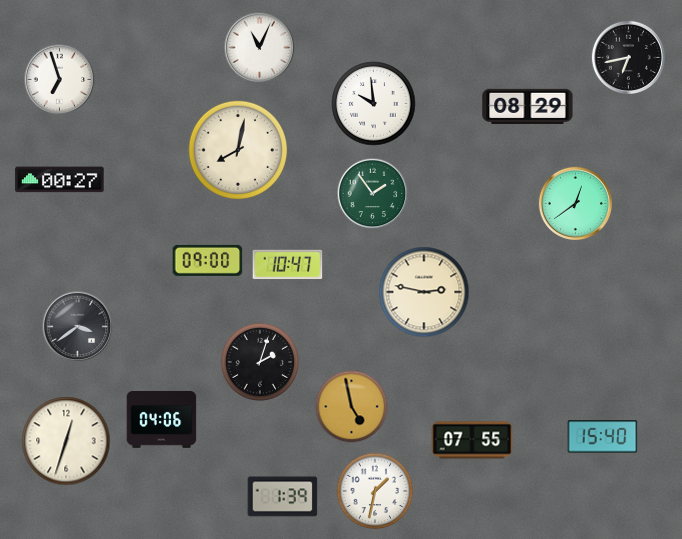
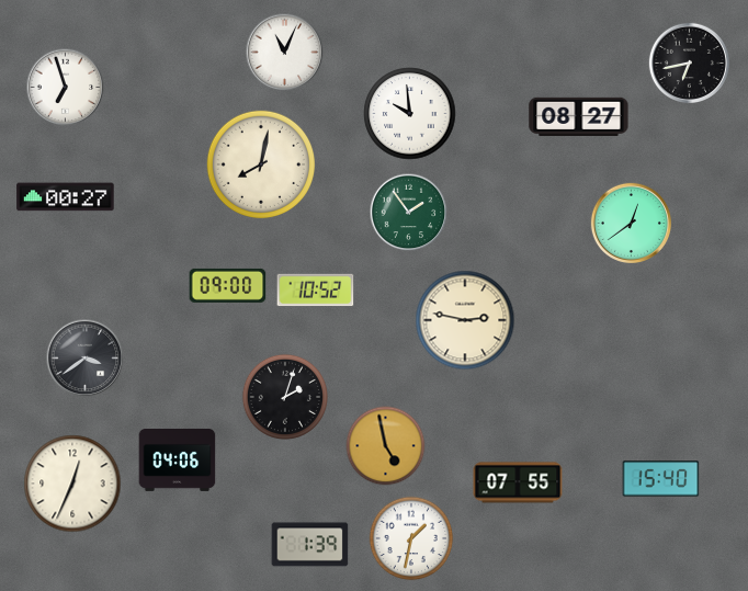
clock at (528, 106): 08:29 -> 08:27
clock at (288, 265): 10:47 -> 10:52
clock at (66, 441): 12:33 -> 12:34
